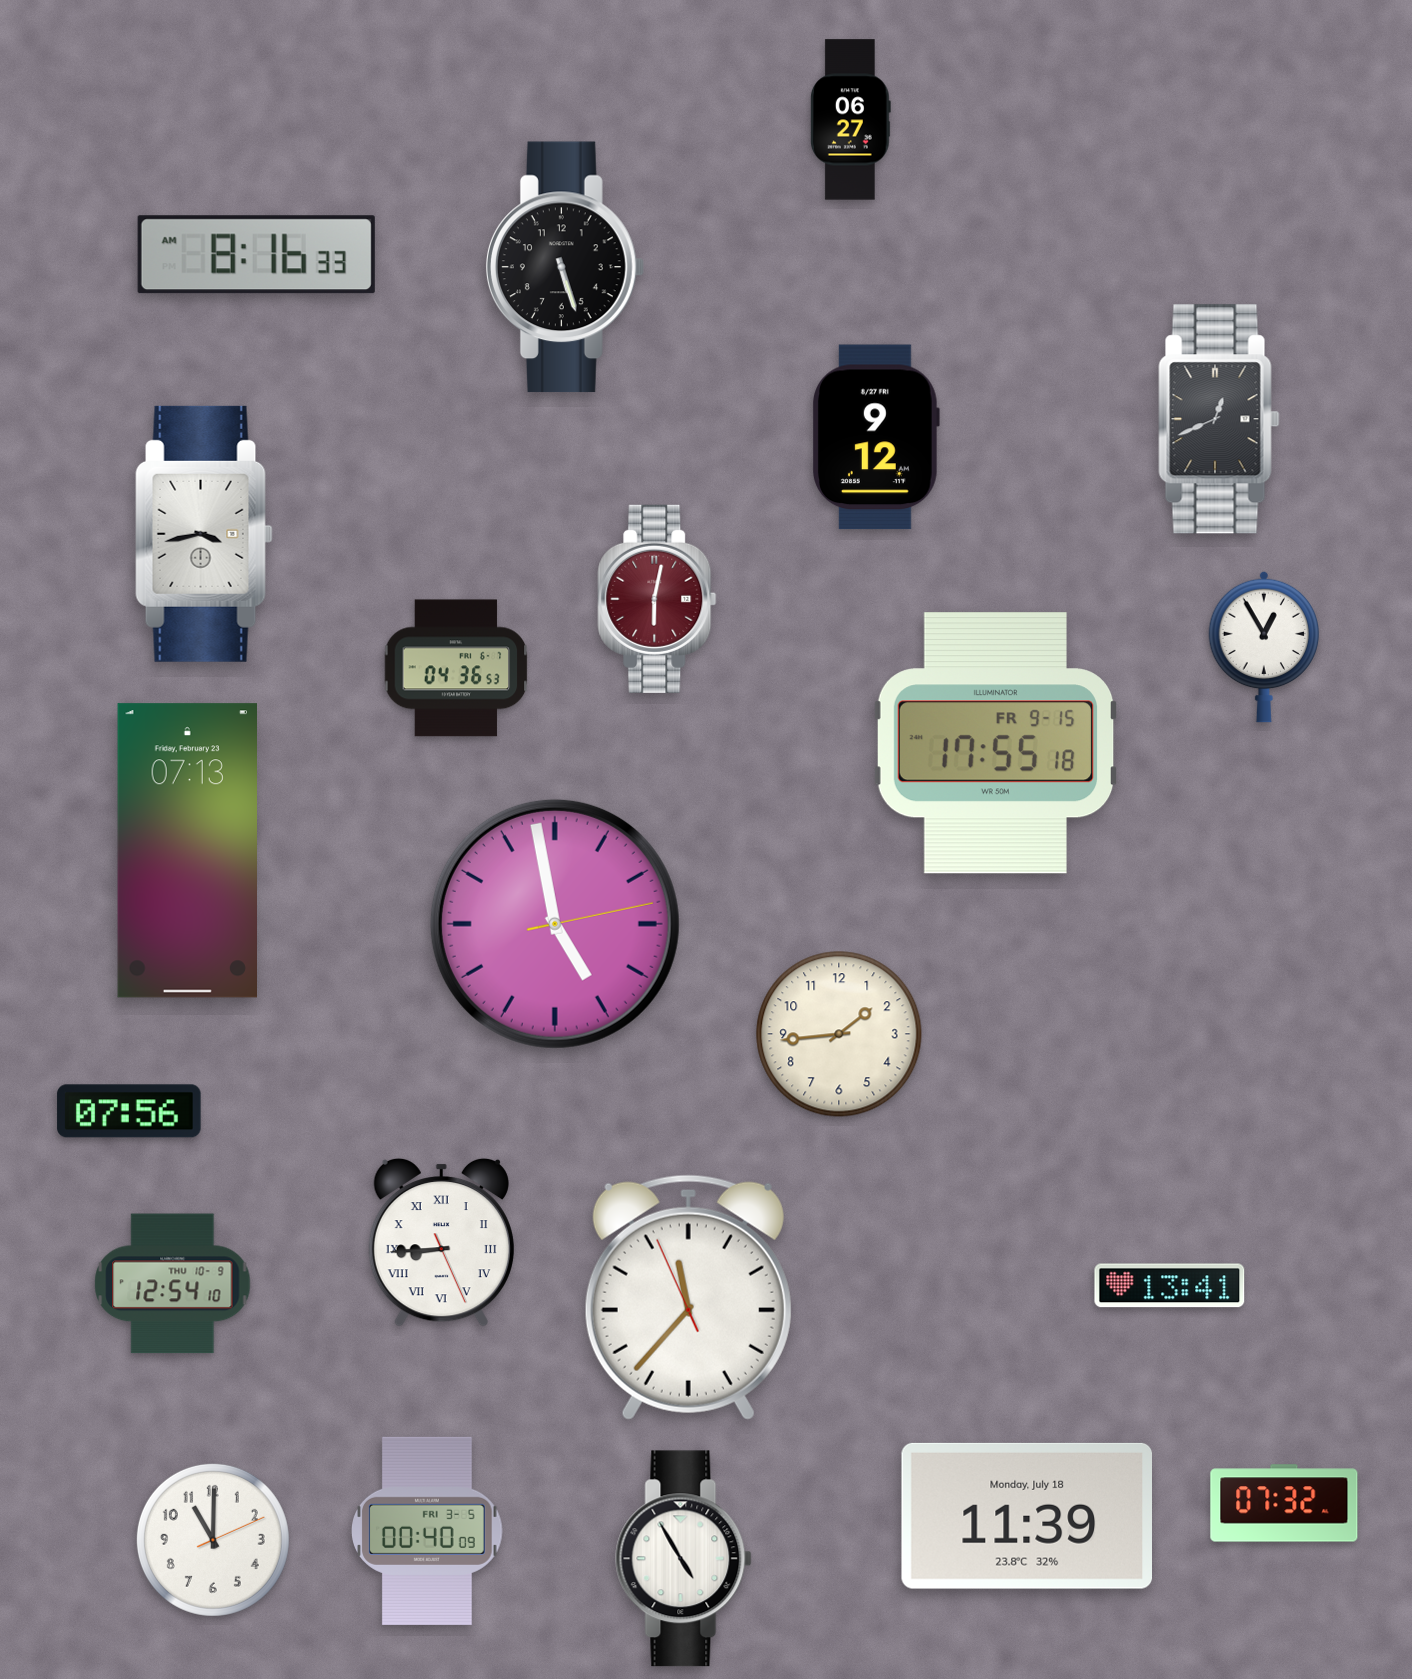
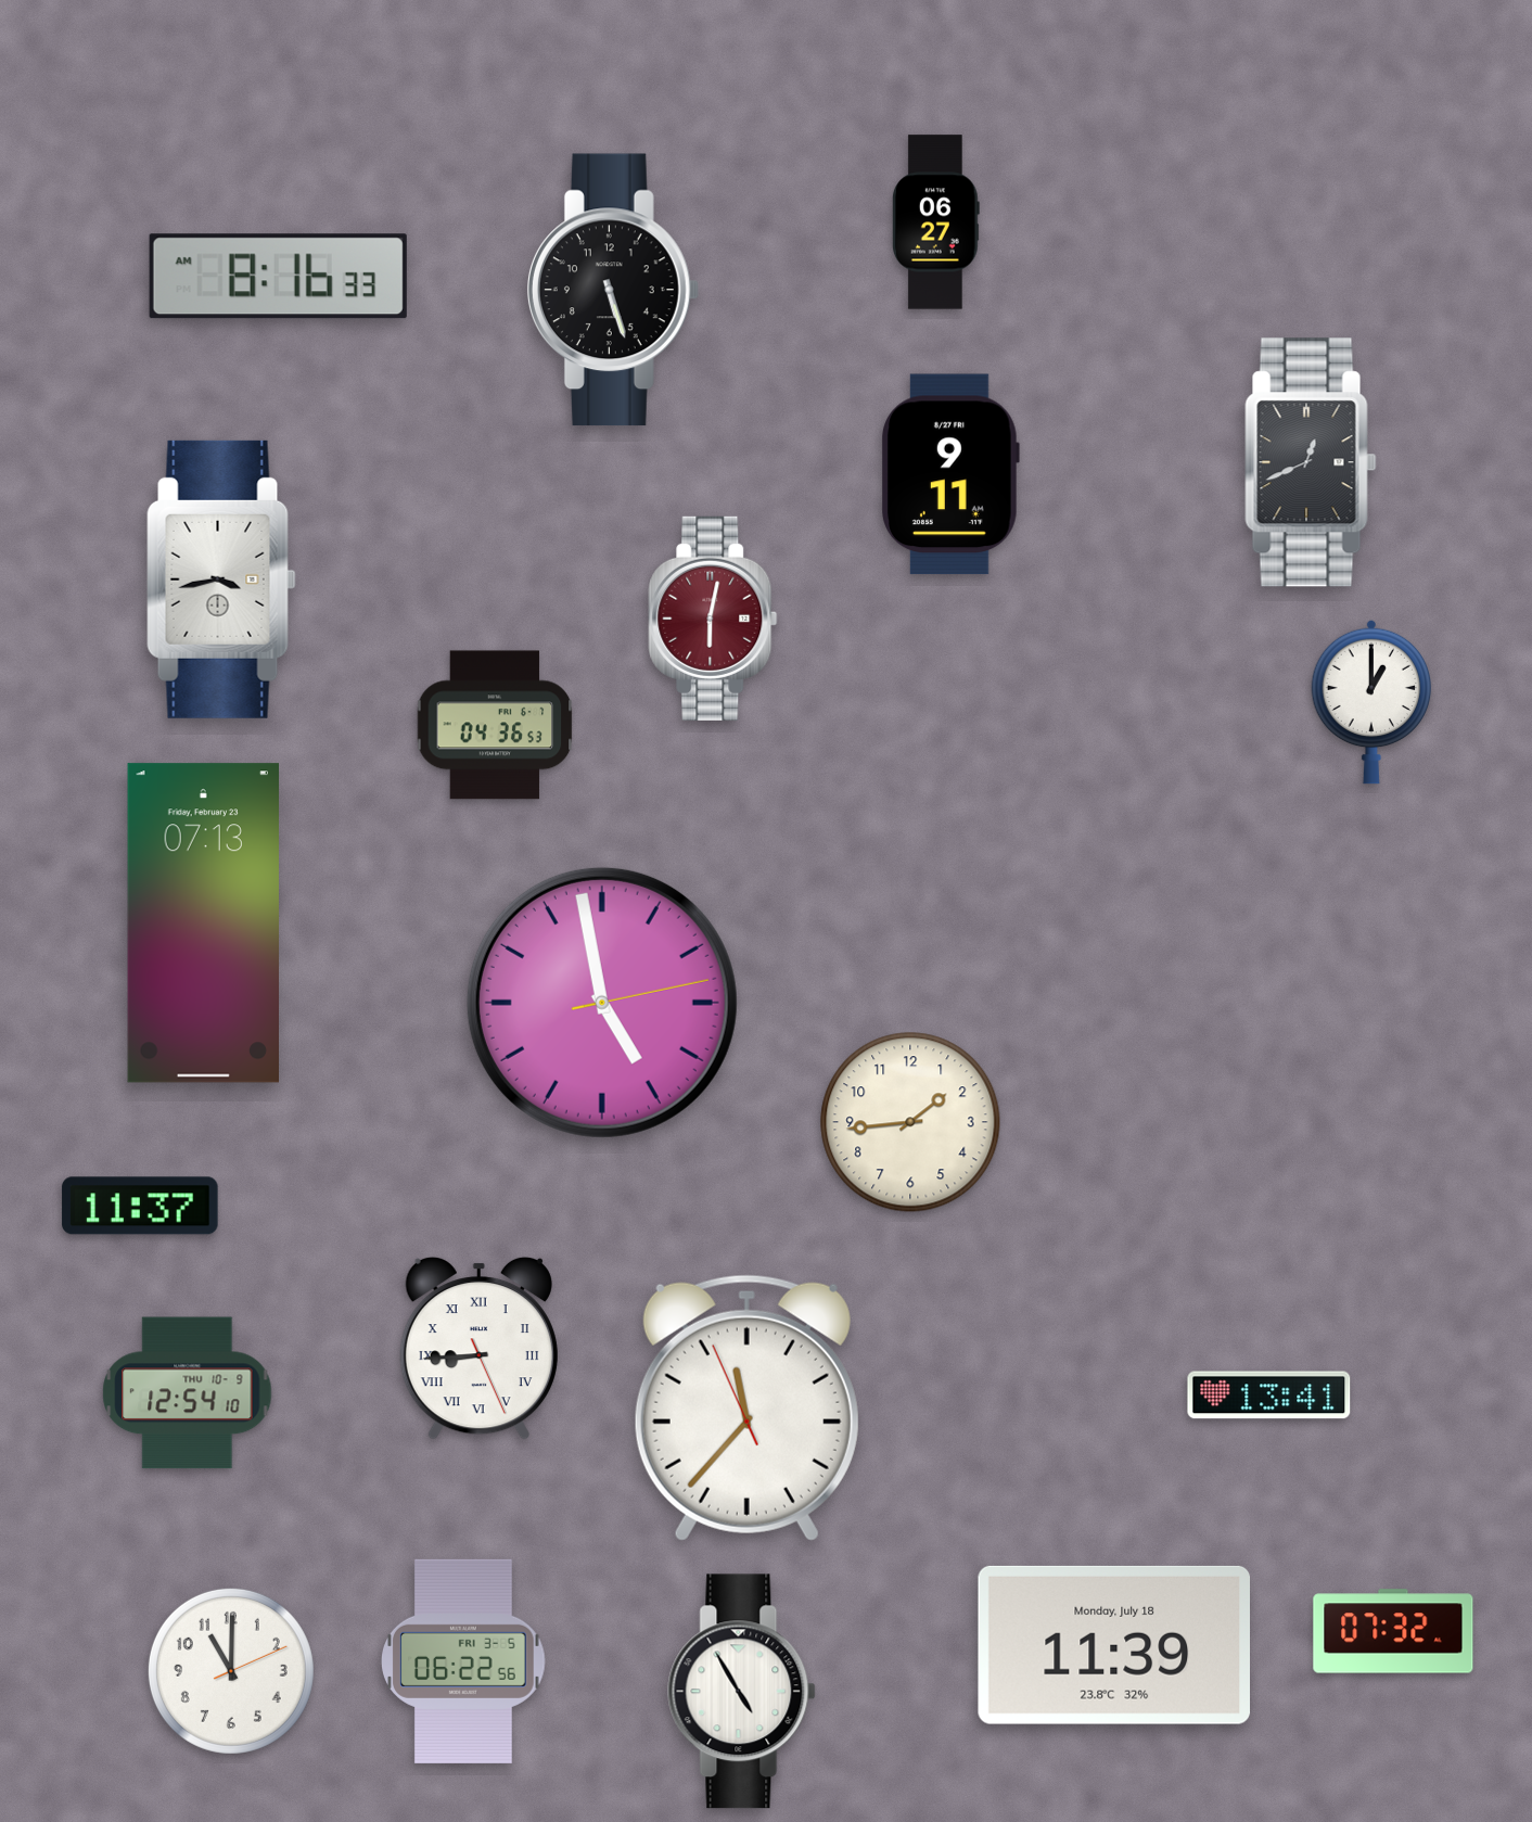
clock at (850, 120) position: (850, 120) -> (935, 222)
clock at (1219, 419) position: (1219, 419) -> (1311, 462)
clock at (876, 437): 9:12 -> 9:11
clock at (657, 599) position: (657, 599) -> (713, 619)
clock at (1264, 647): 12:55 -> 1:00
clock at (996, 743): 17:55 -> none
clock at (129, 1111): 07:56 -> 11:37
clock at (428, 1531): 00:40 -> 06:22
